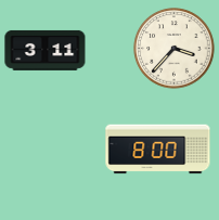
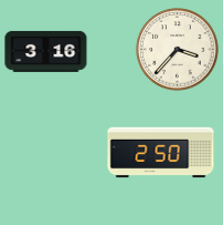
clock at (46, 50): 3:11 -> 3:16
clock at (158, 150): 8:00 -> 2:50
